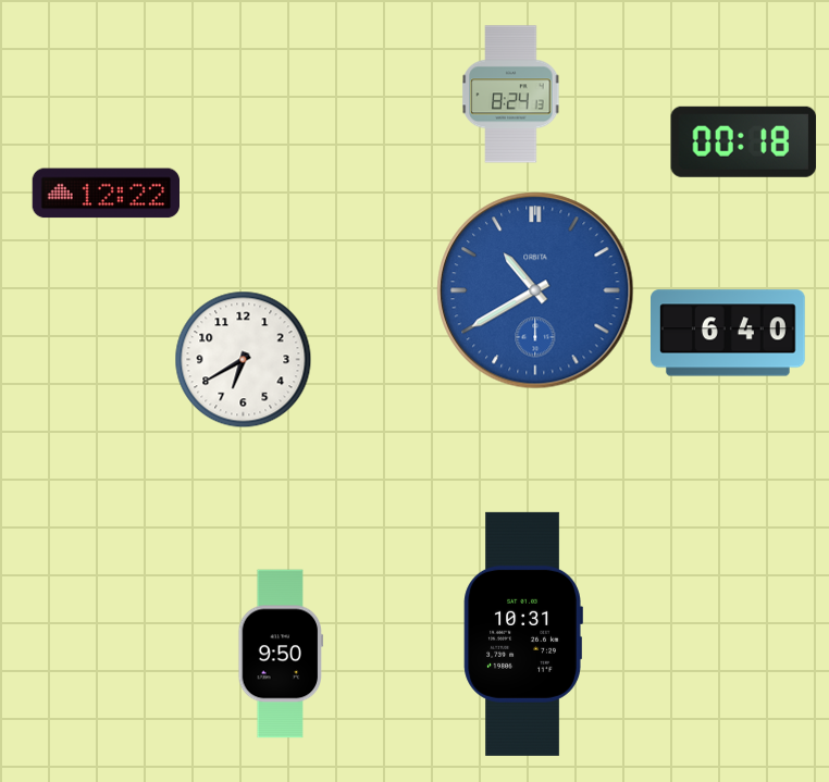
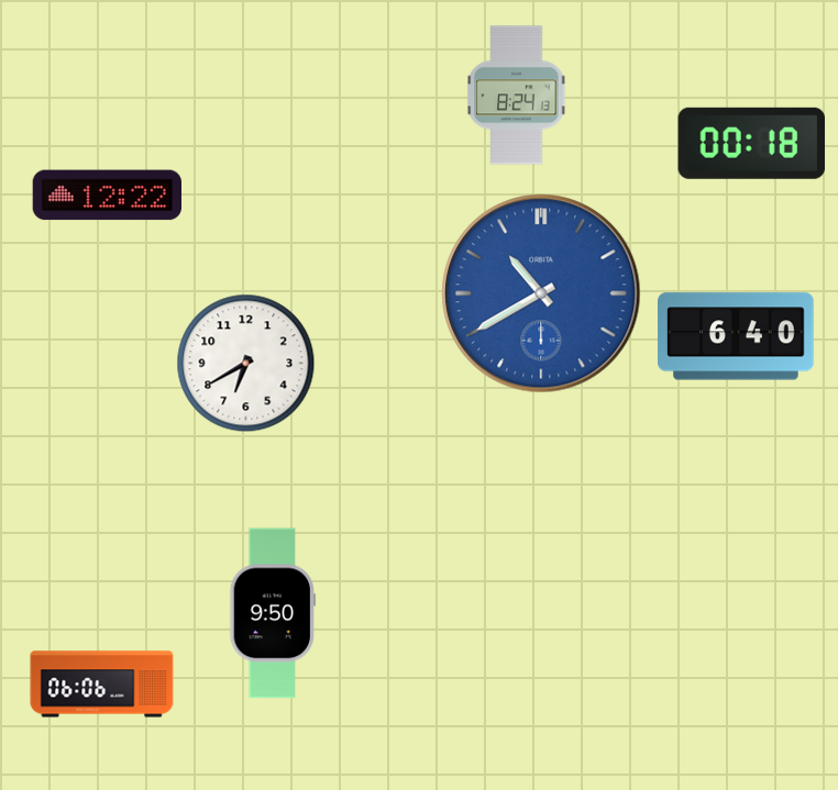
clock at (523, 634): 10:31 -> none
clock at (281, 654) position: (281, 654) -> (273, 613)
clock at (102, 685): none -> 06:06
